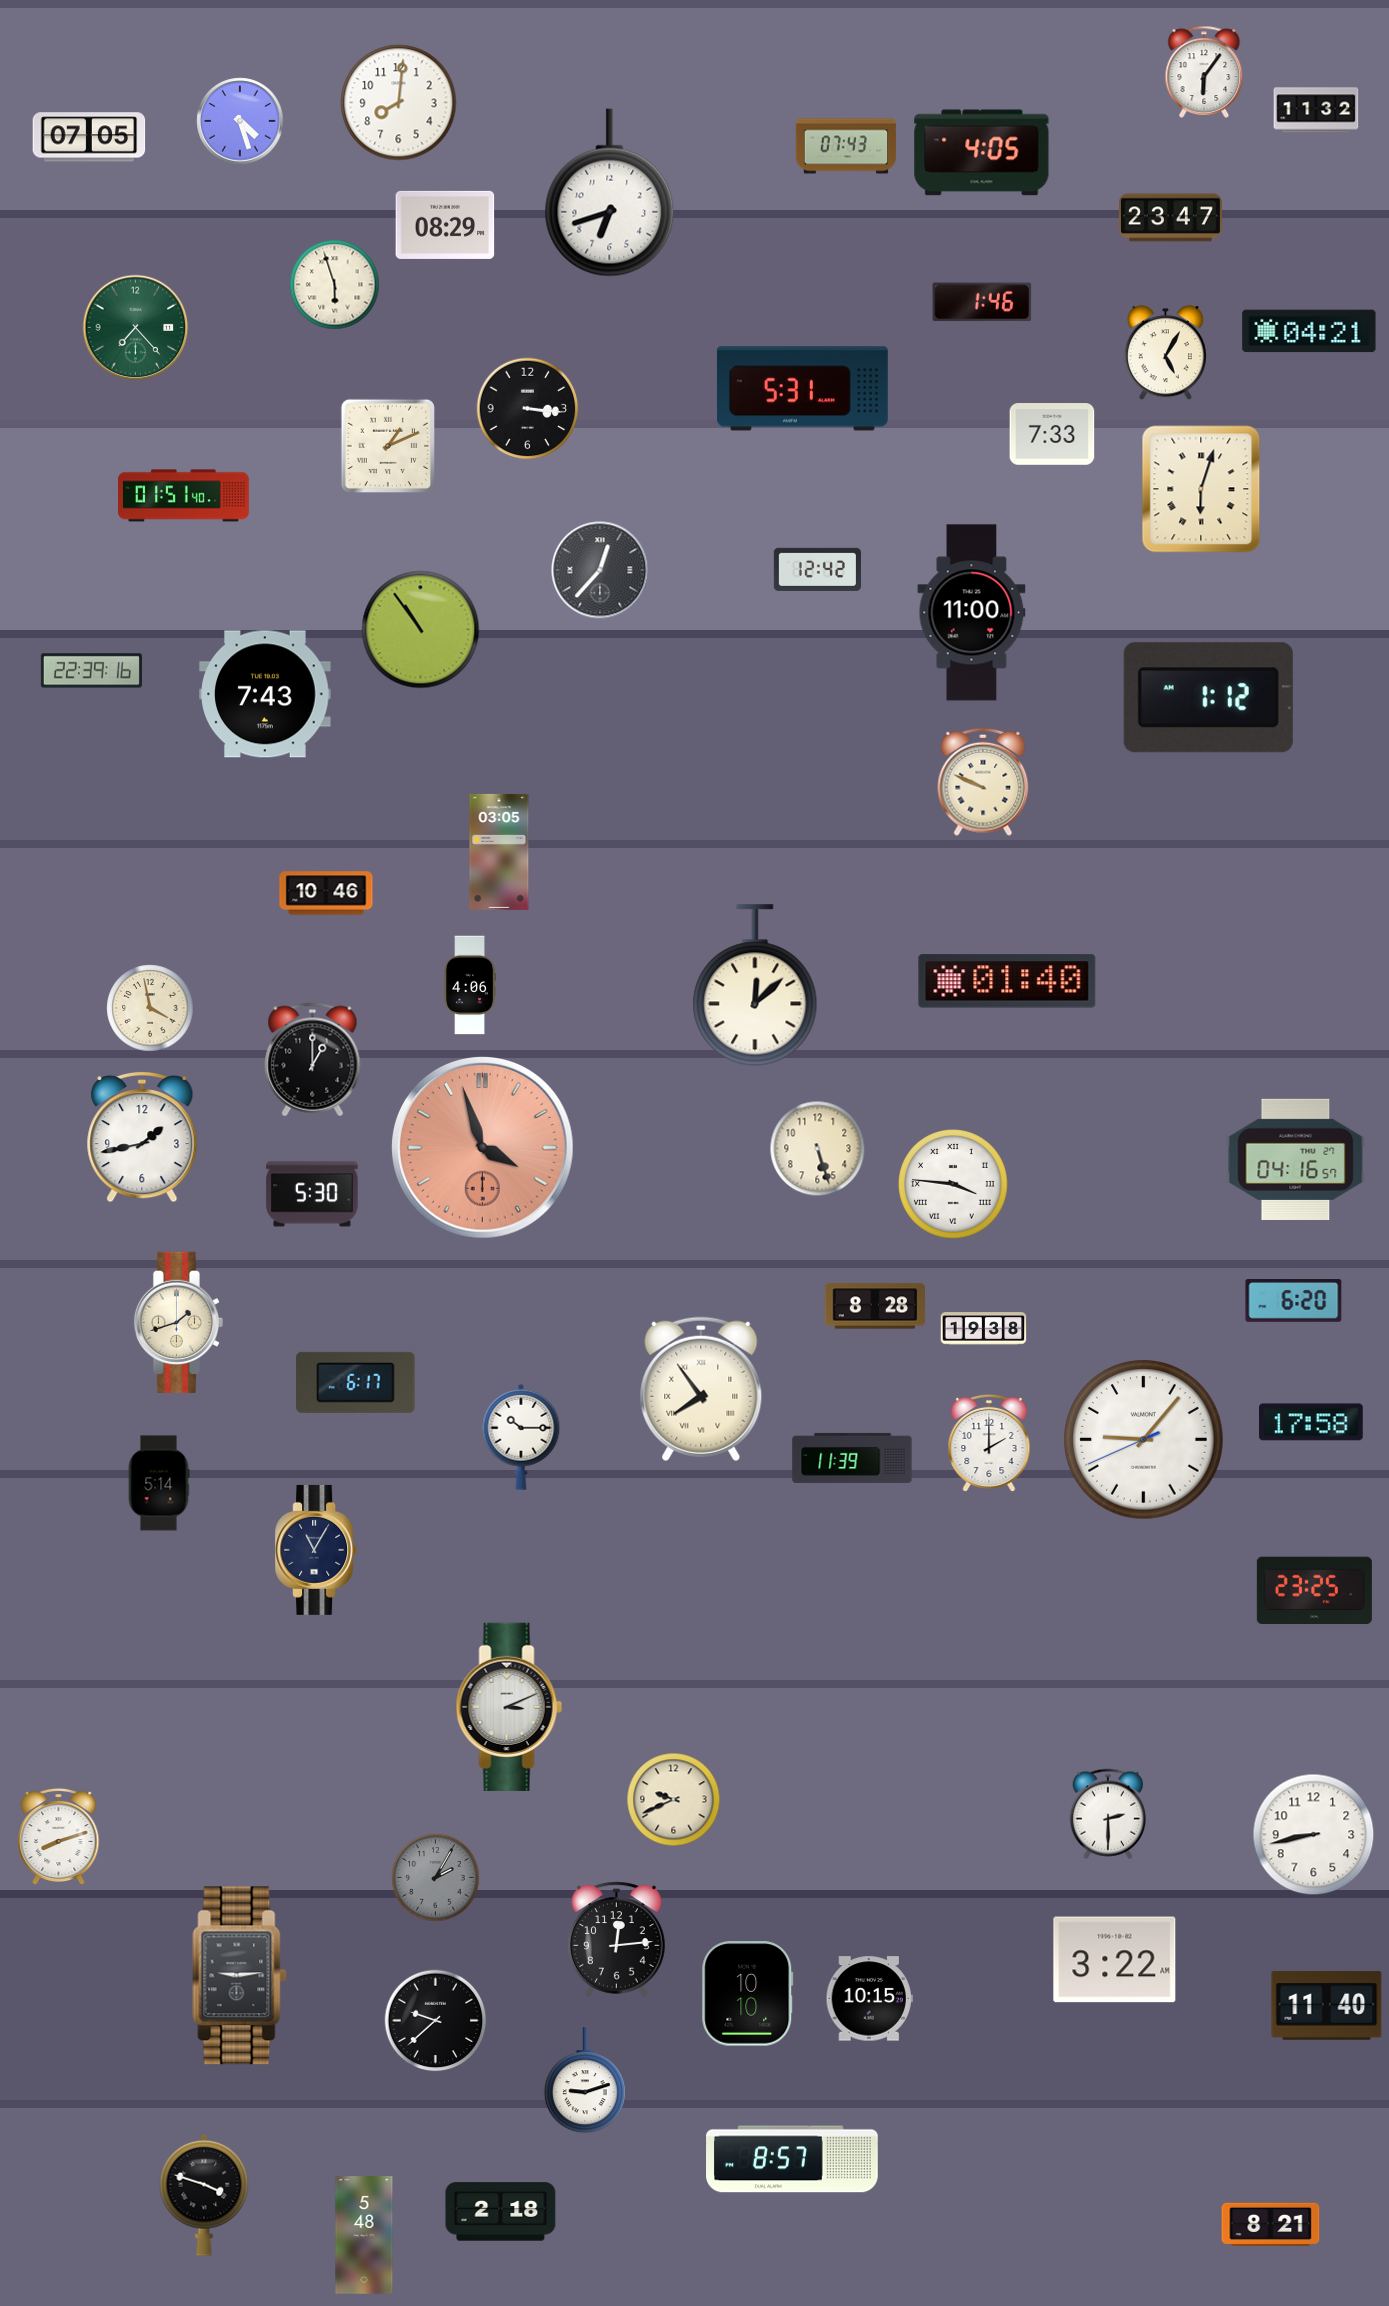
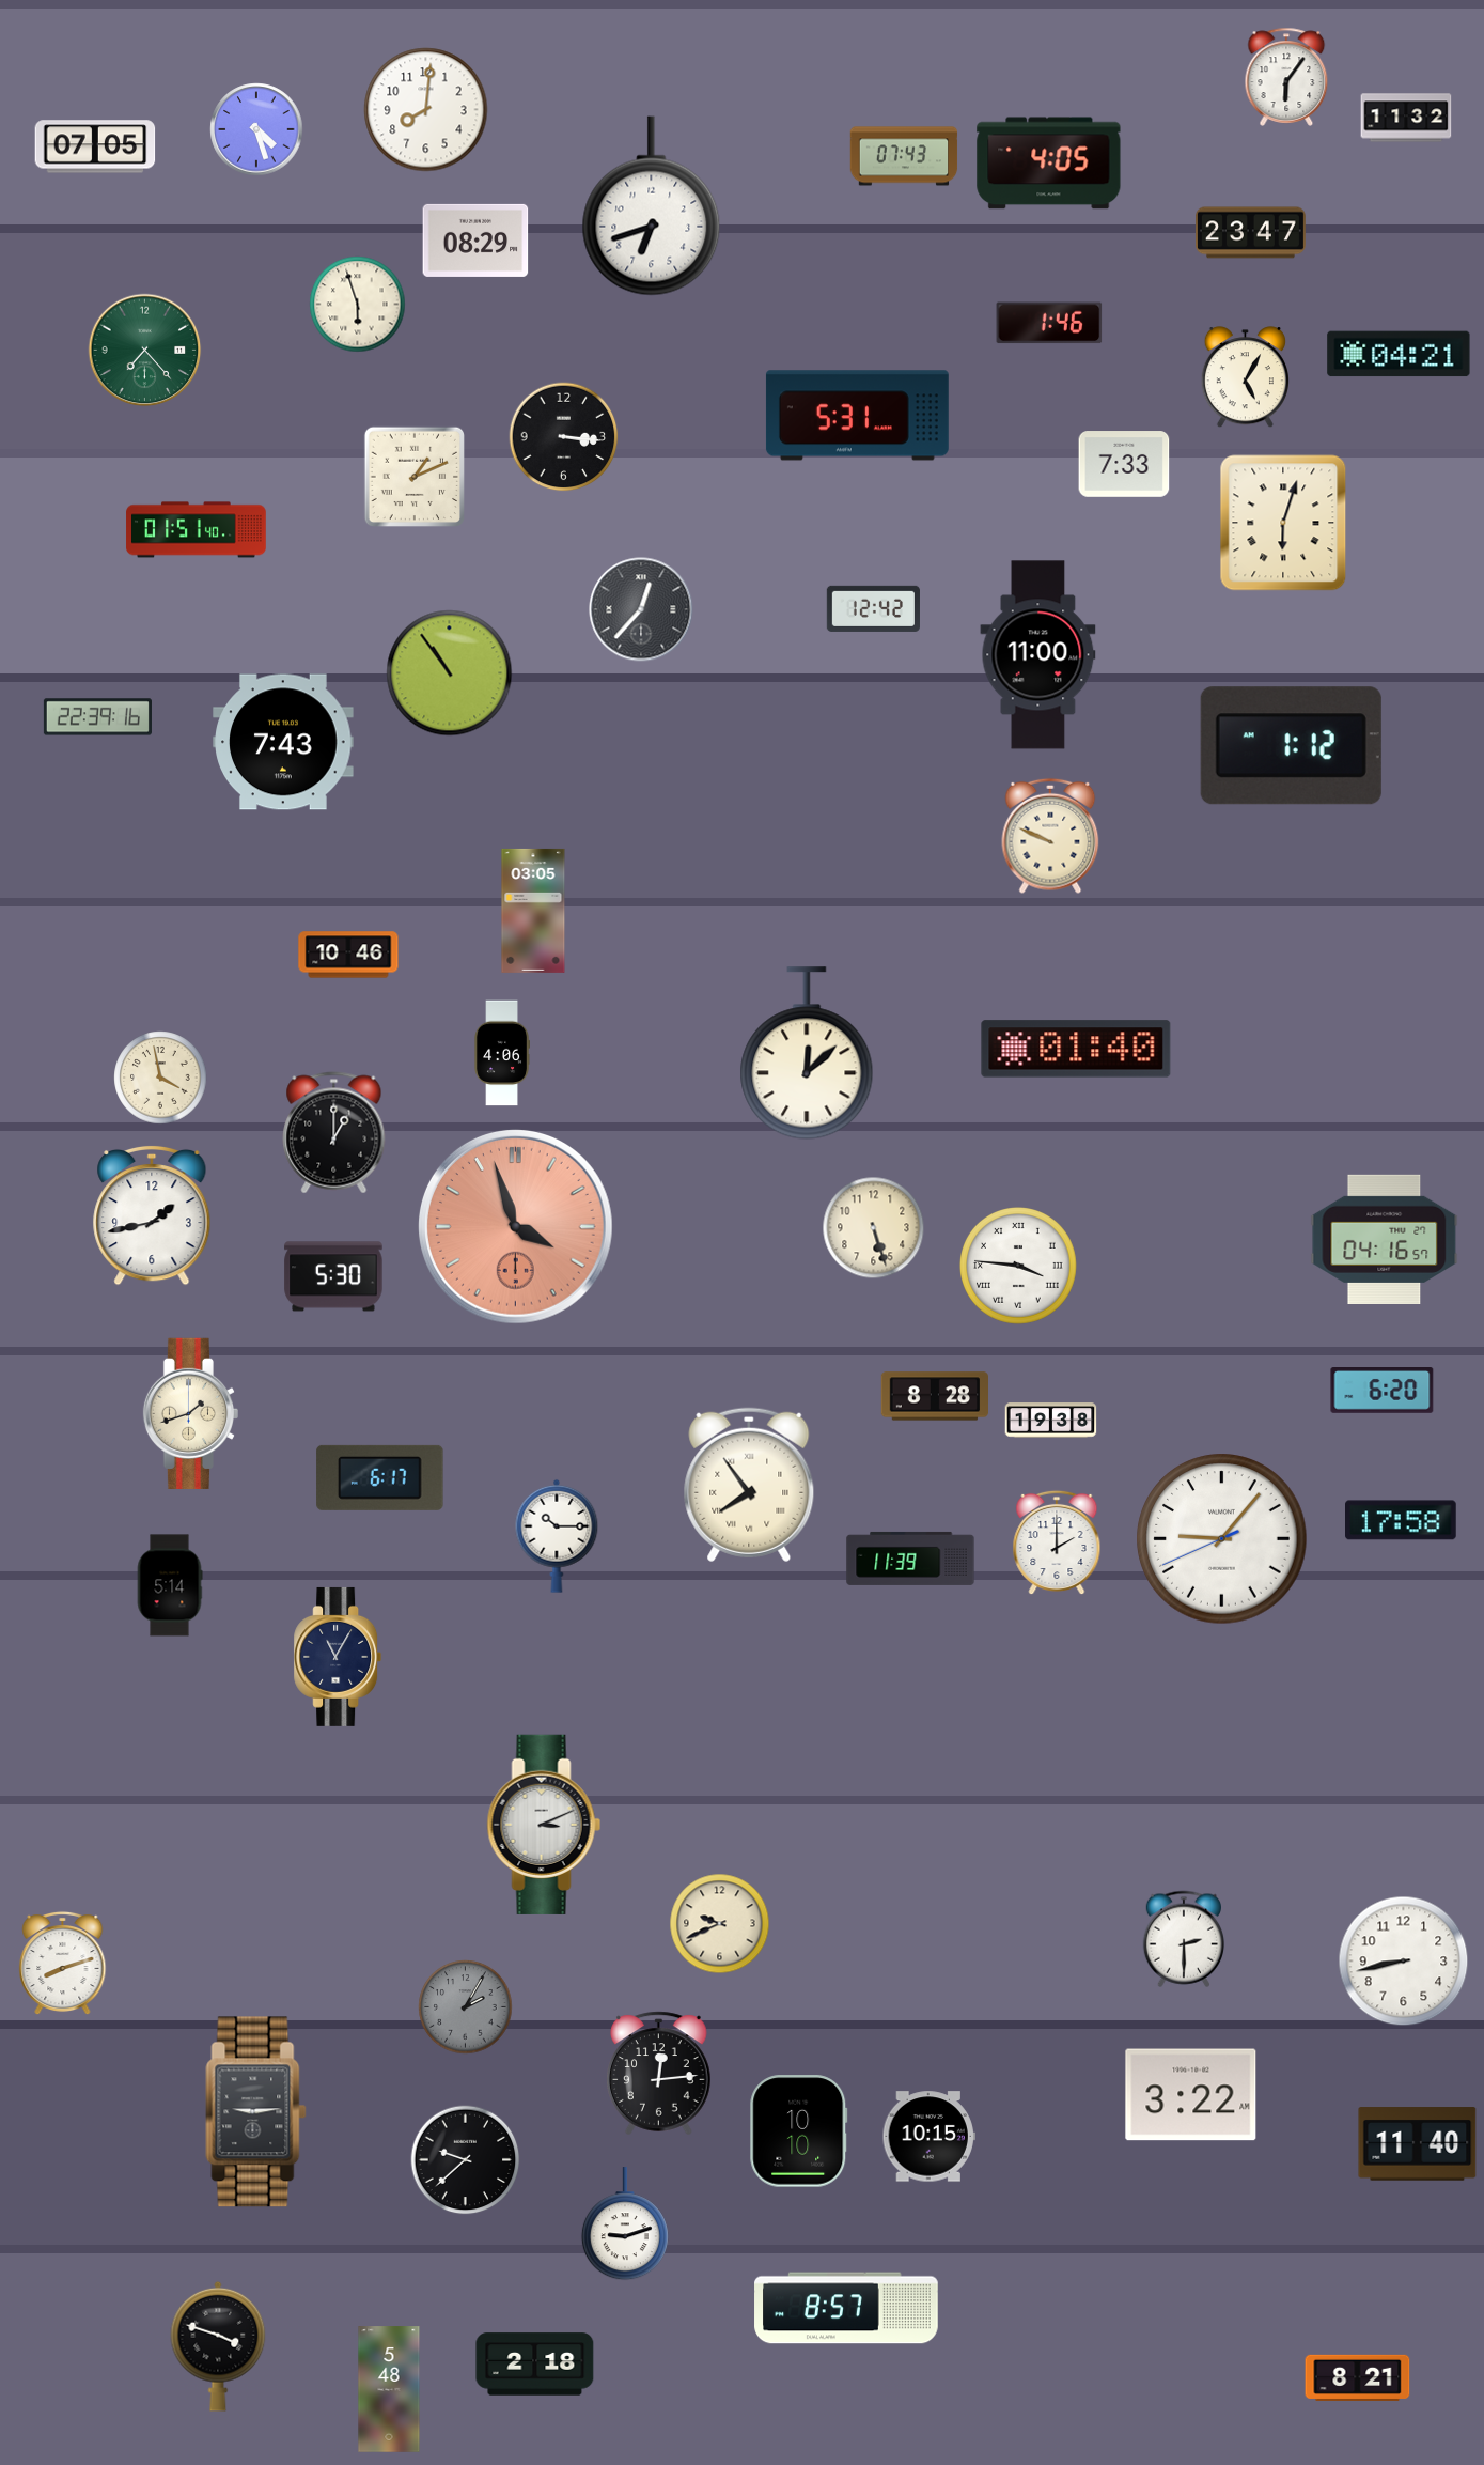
clock at (1314, 1591): 23:25 -> none
